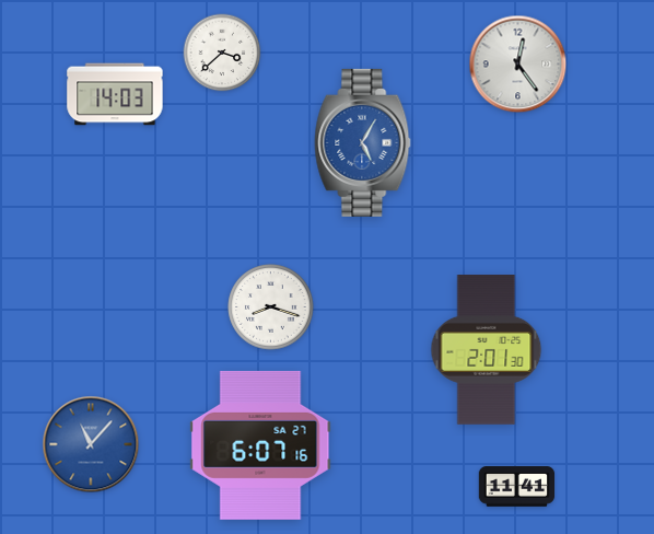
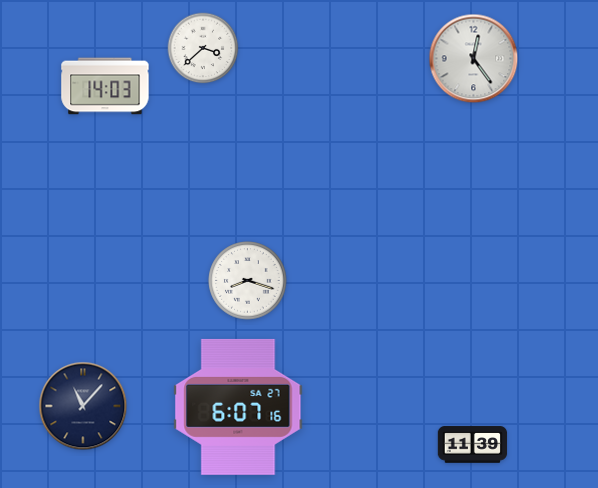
clock at (363, 142): 5:05 -> none
clock at (487, 350): 2:01 -> none
clock at (91, 444) dial: blue -> navy
clock at (517, 487): 11:41 -> 11:39
